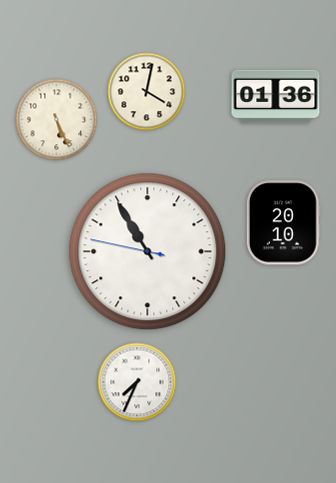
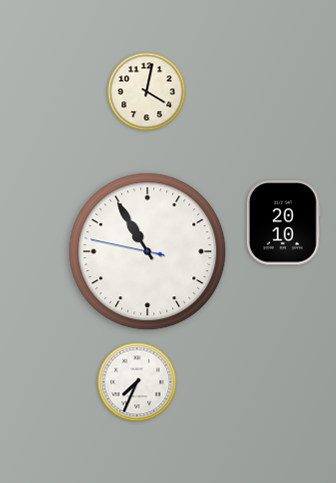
clock at (276, 97): 01:36 -> none
clock at (57, 120): 5:26 -> none
